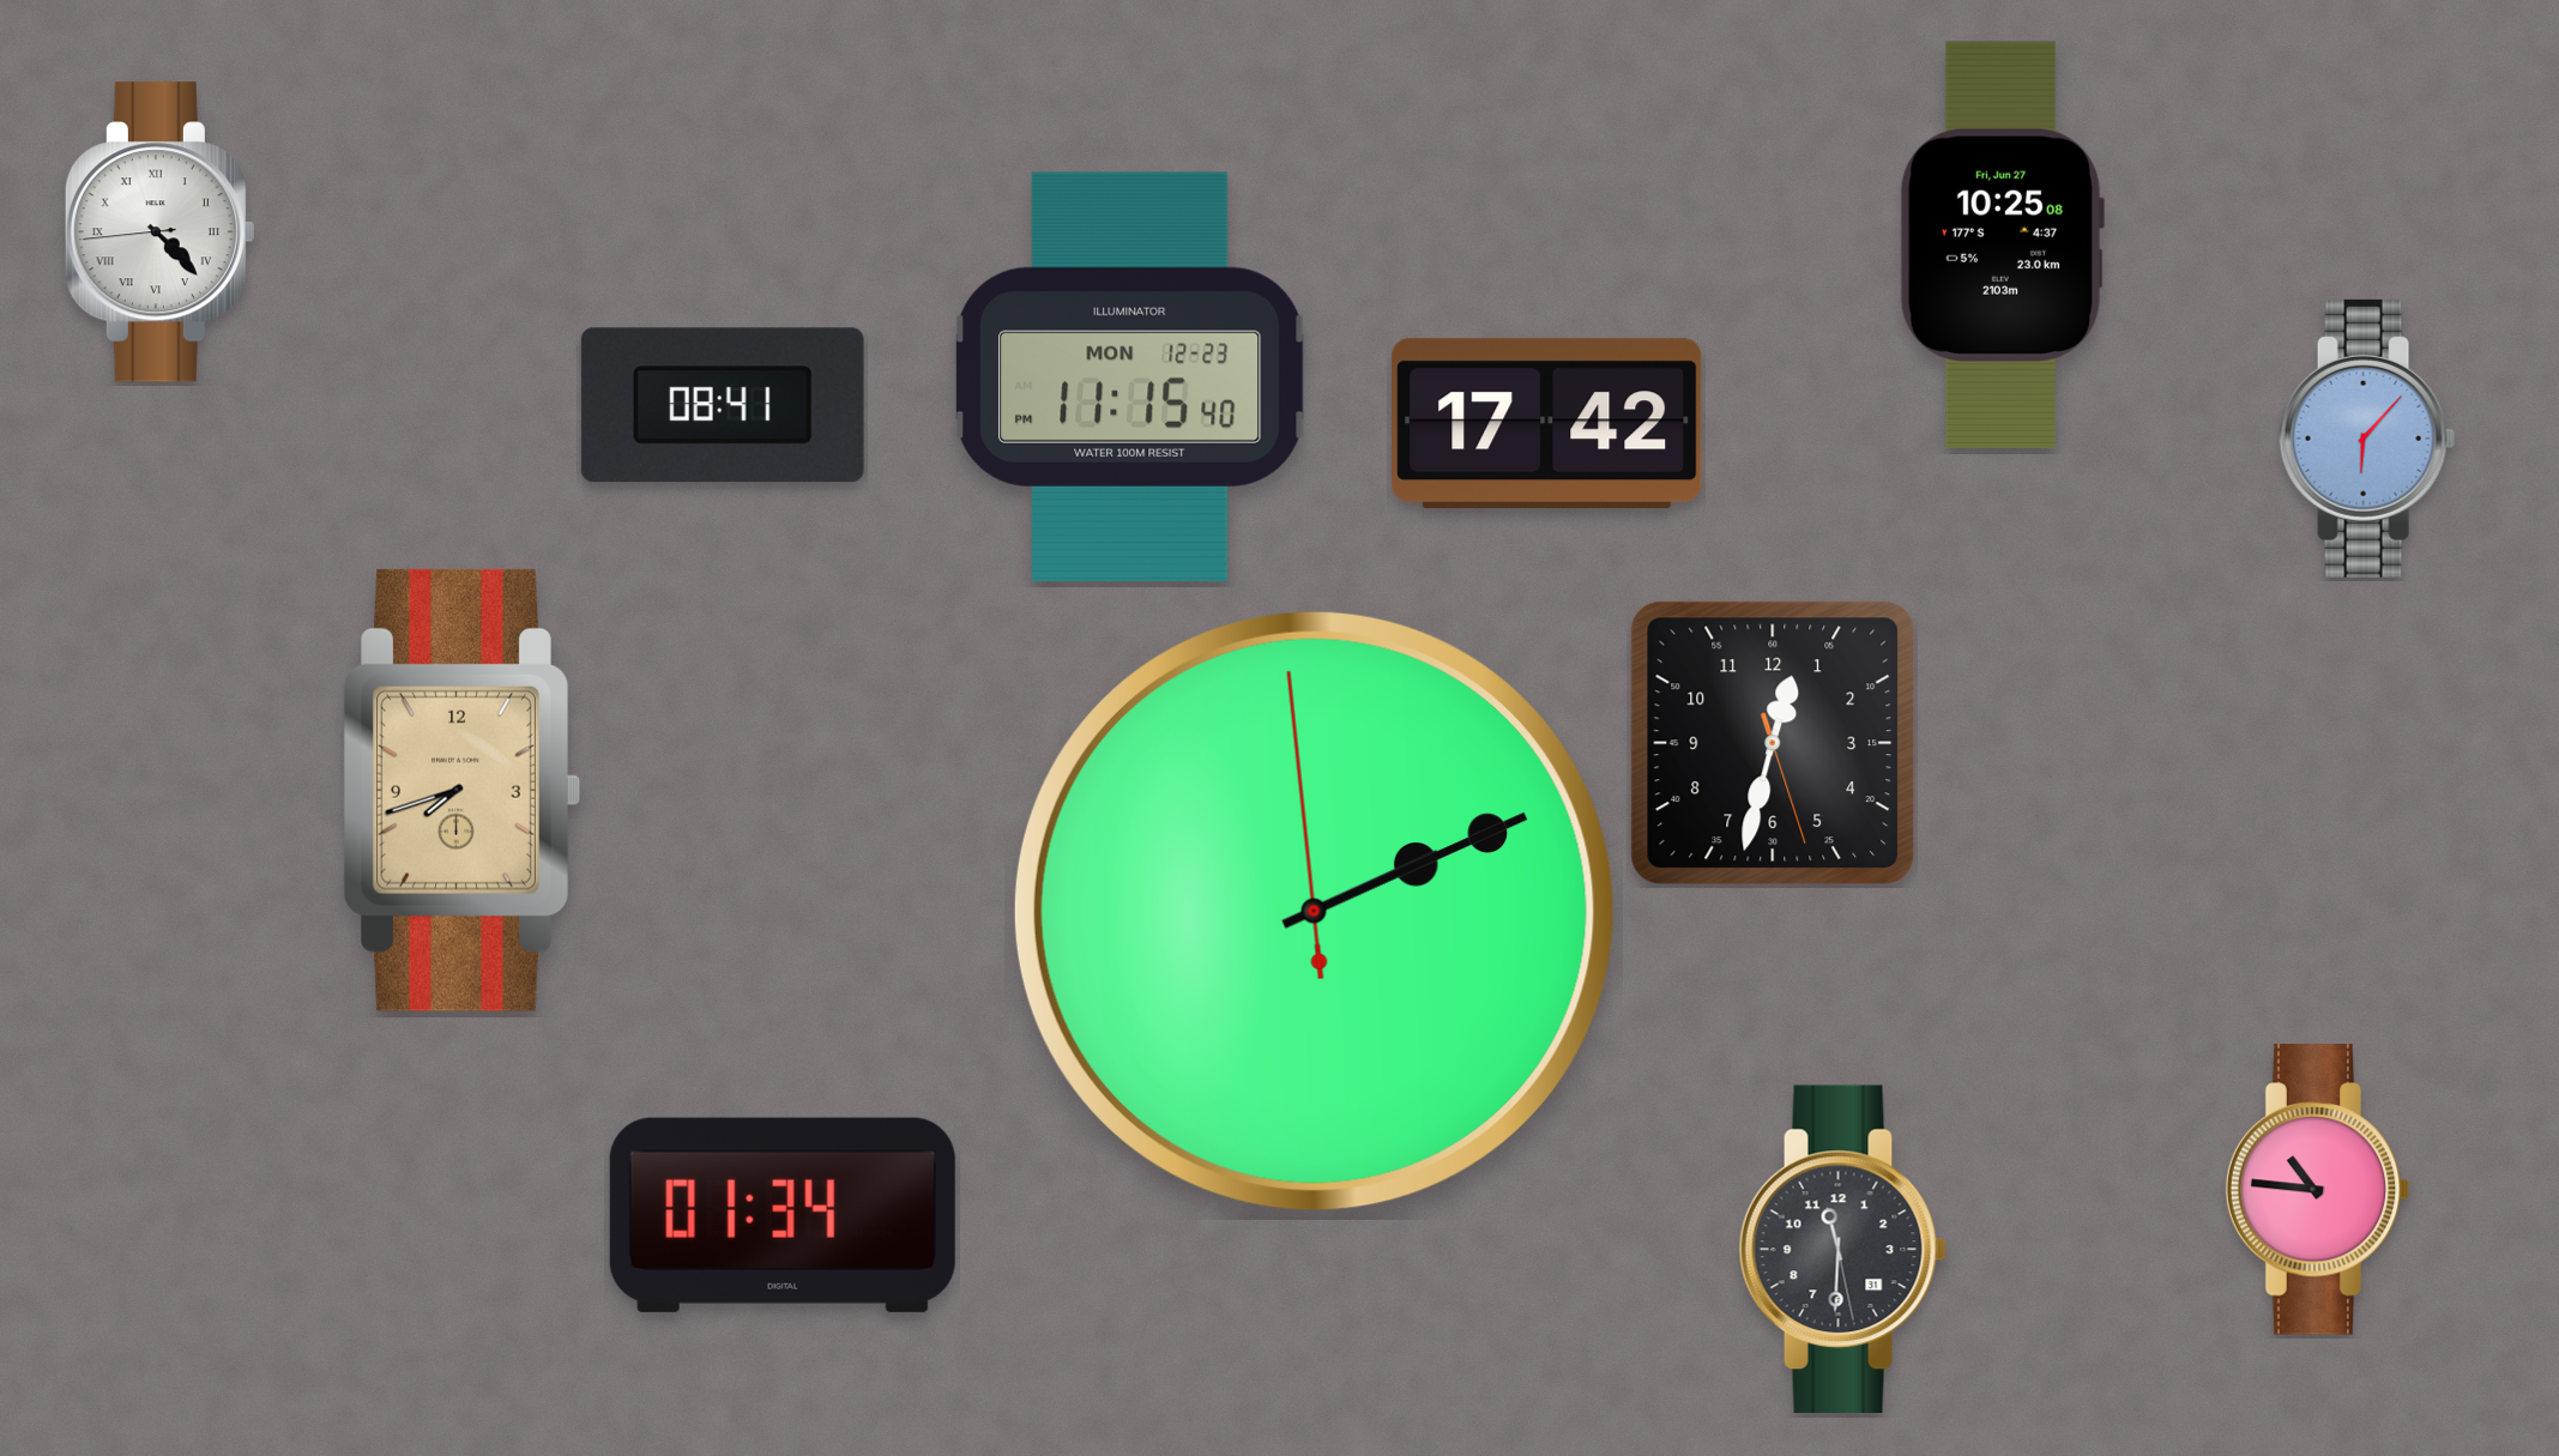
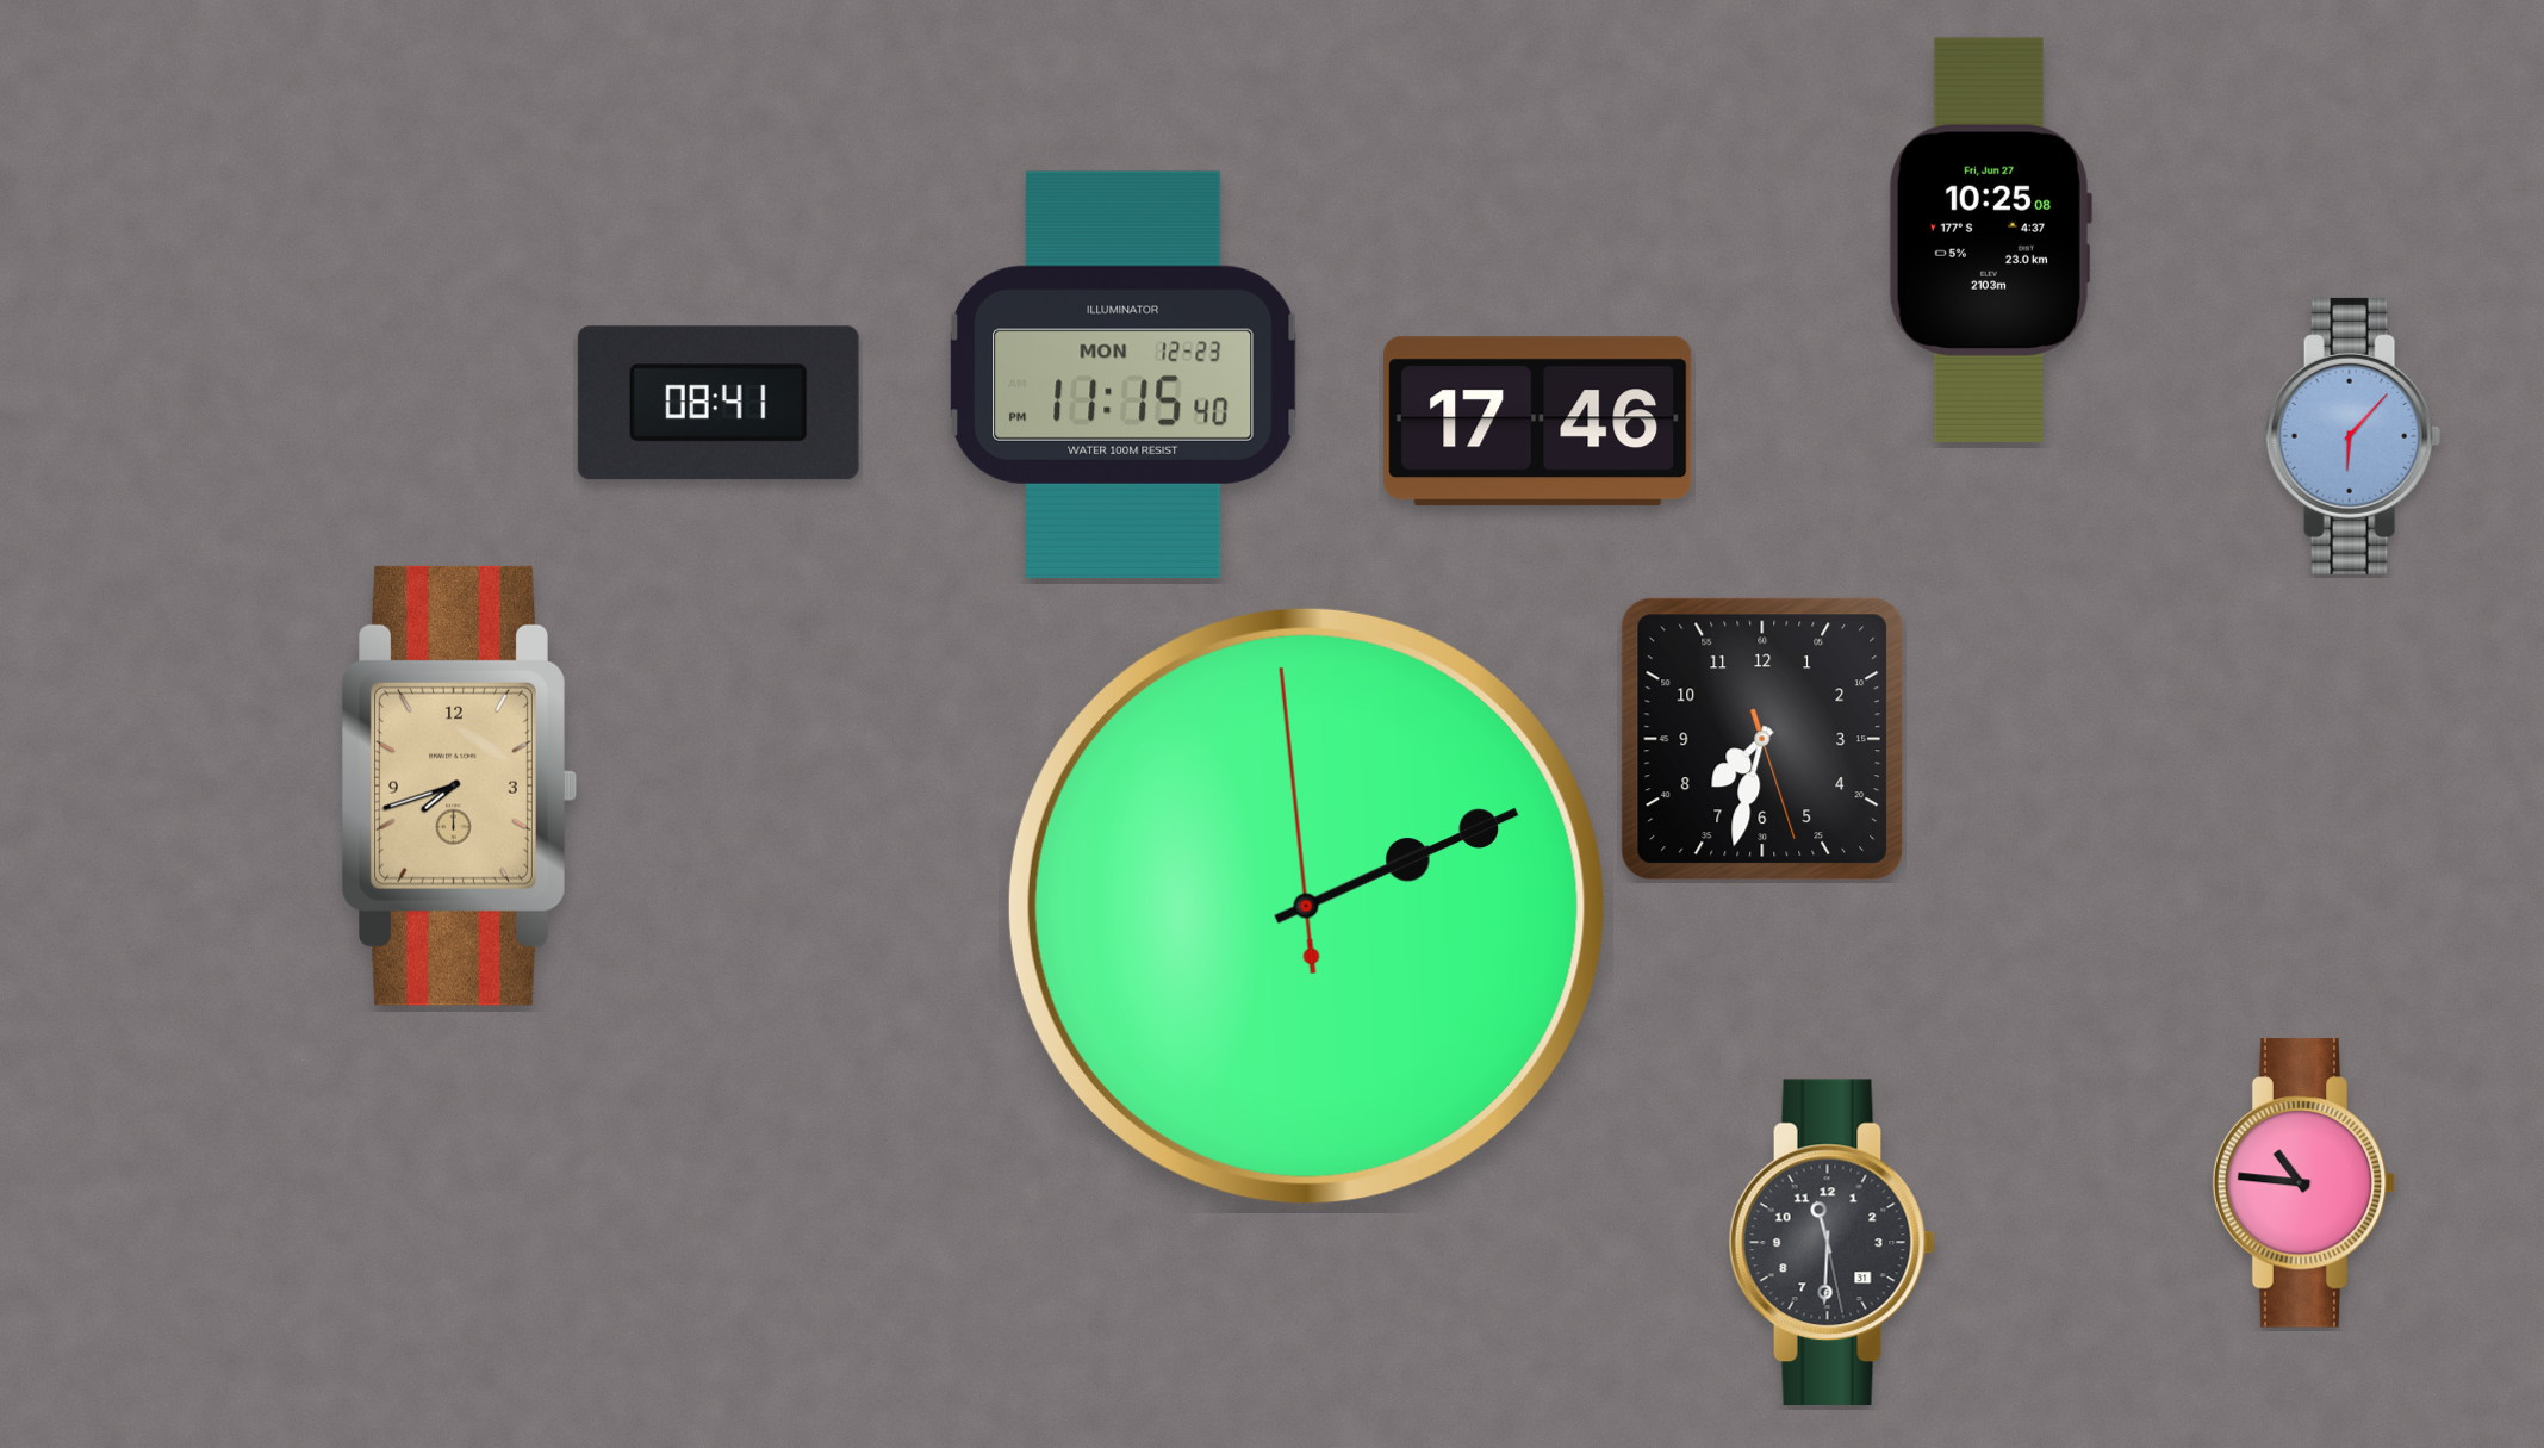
clock at (159, 232): 4:22 -> none
clock at (2002, 244) position: (2002, 244) -> (1990, 240)
clock at (1547, 424): 17:42 -> 17:46
clock at (1773, 743): 12:32 -> 7:32
clock at (783, 1215): 01:34 -> none
